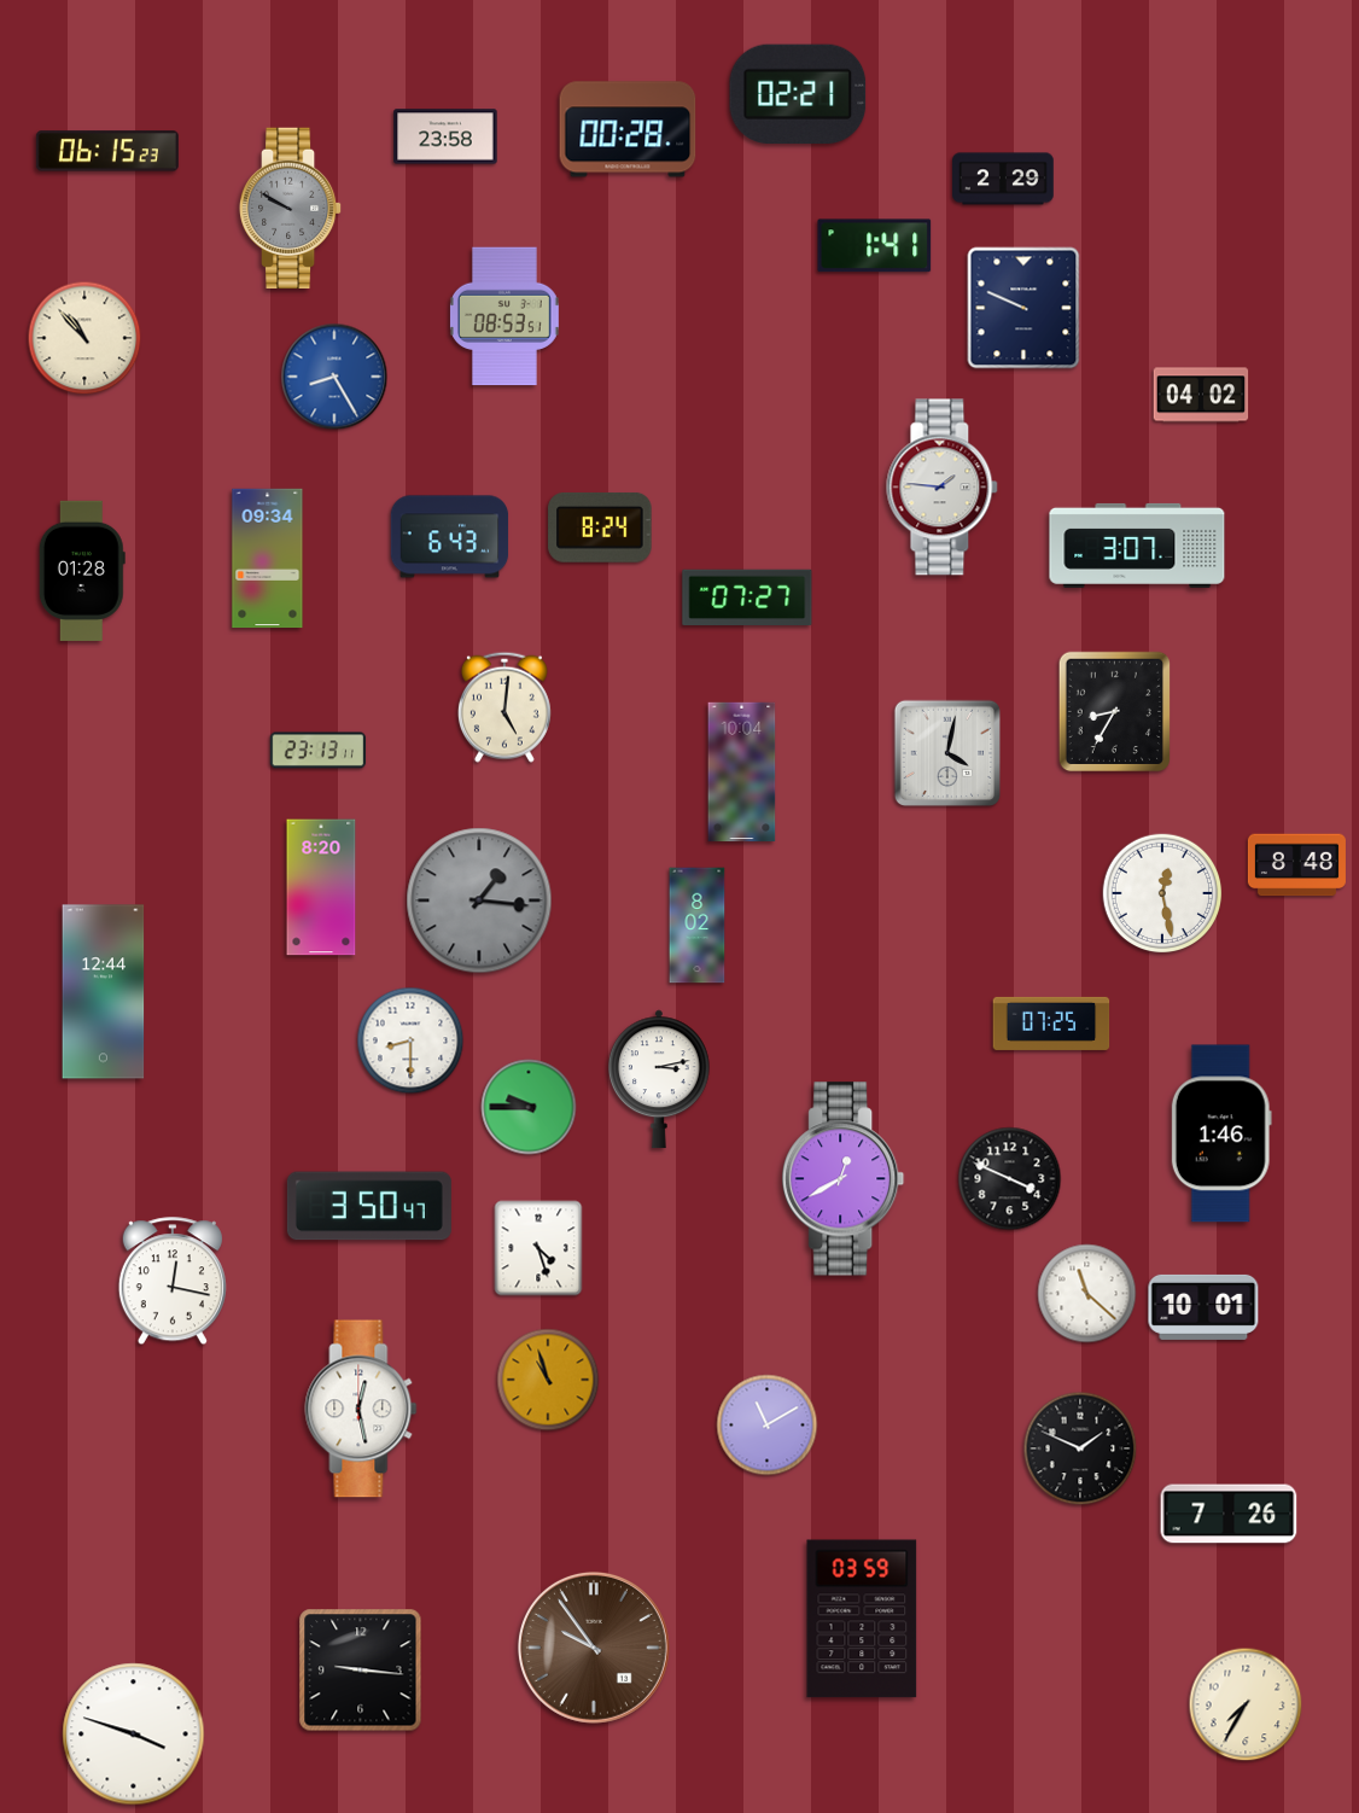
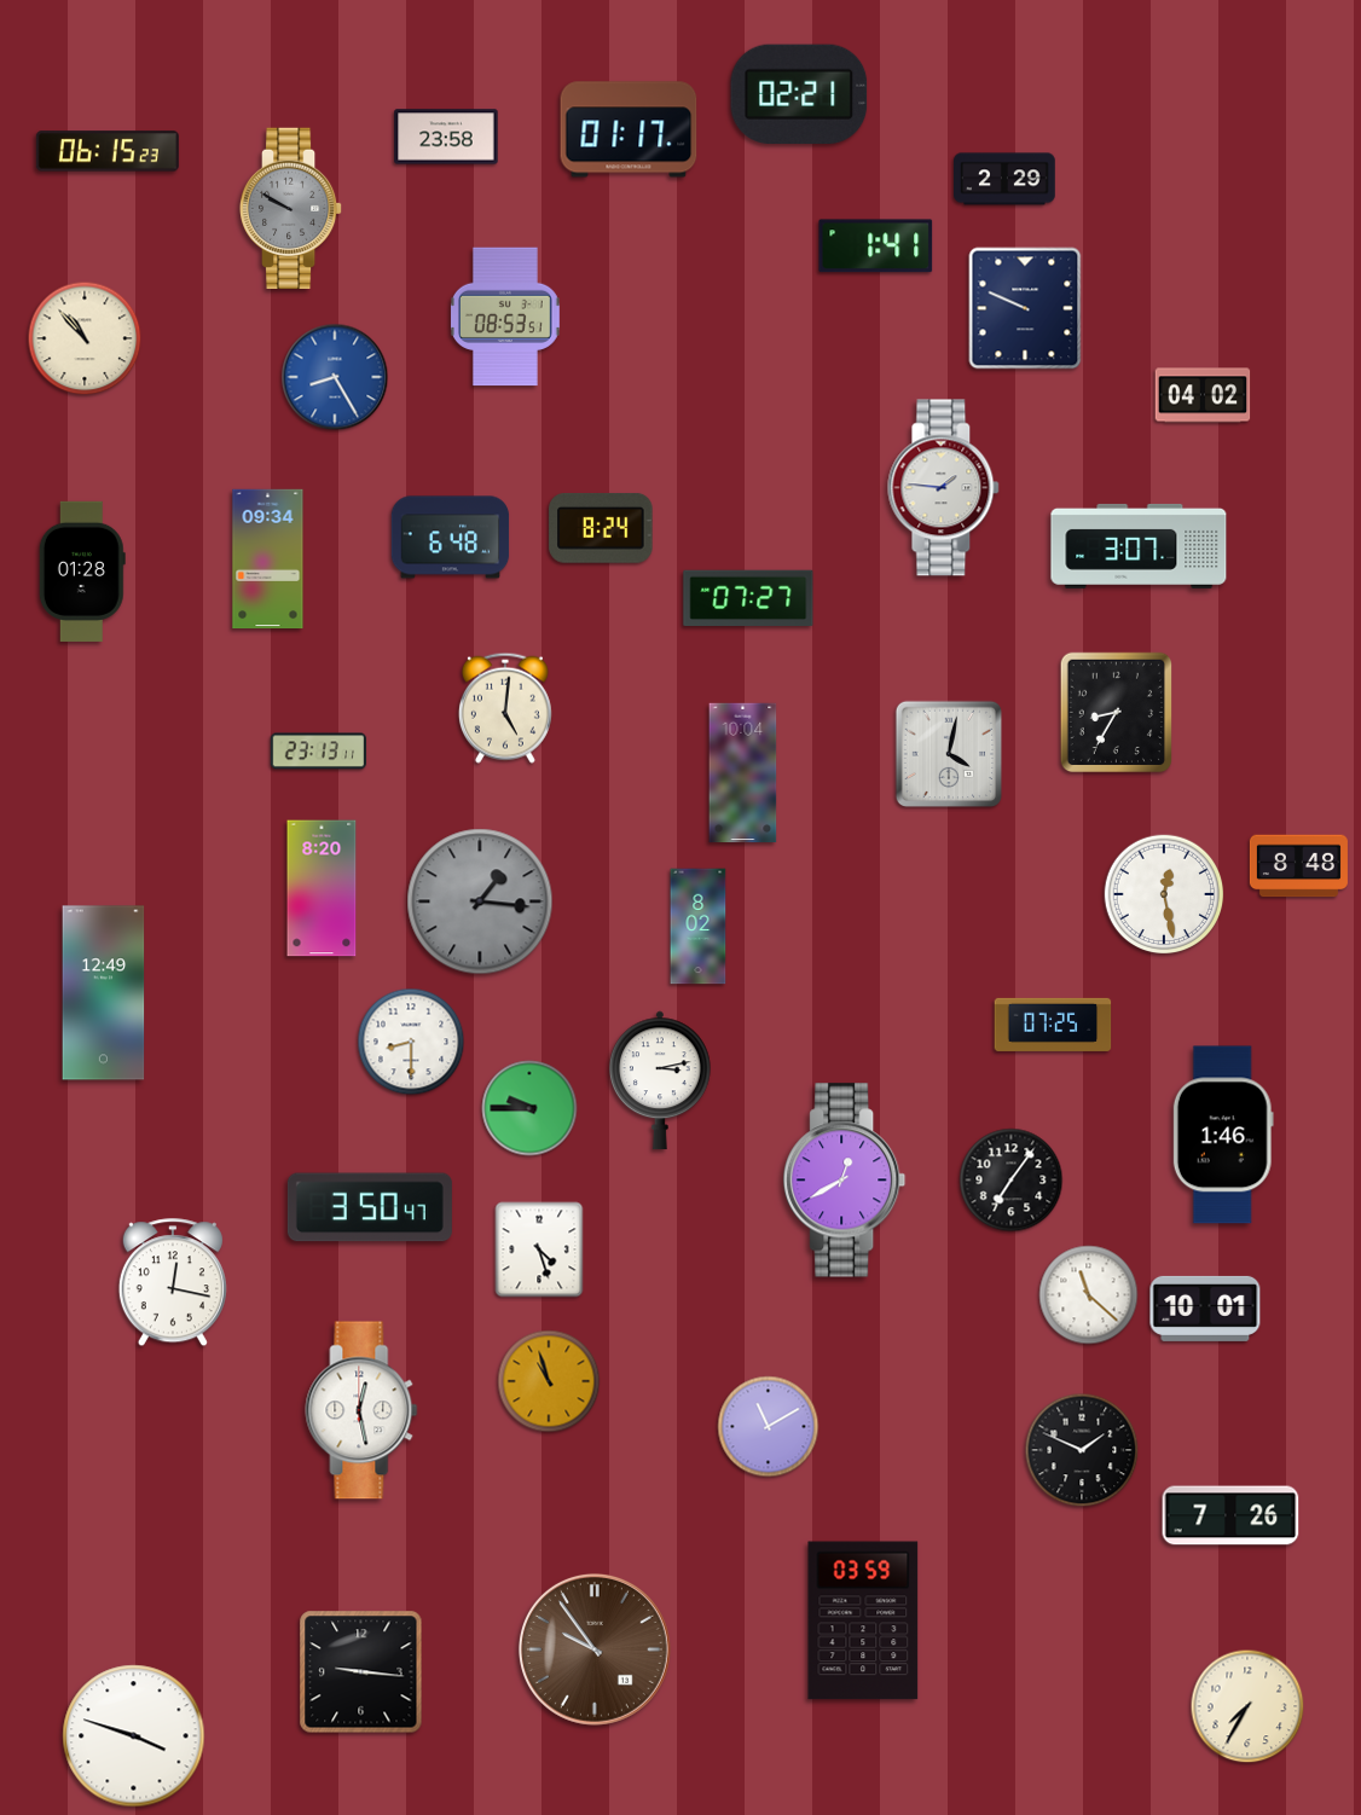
clock at (628, 129): 00:28 -> 01:17
clock at (450, 537): 6:43 -> 6:48
clock at (104, 992): 12:44 -> 12:49
clock at (1010, 1179): 3:49 -> 7:06
